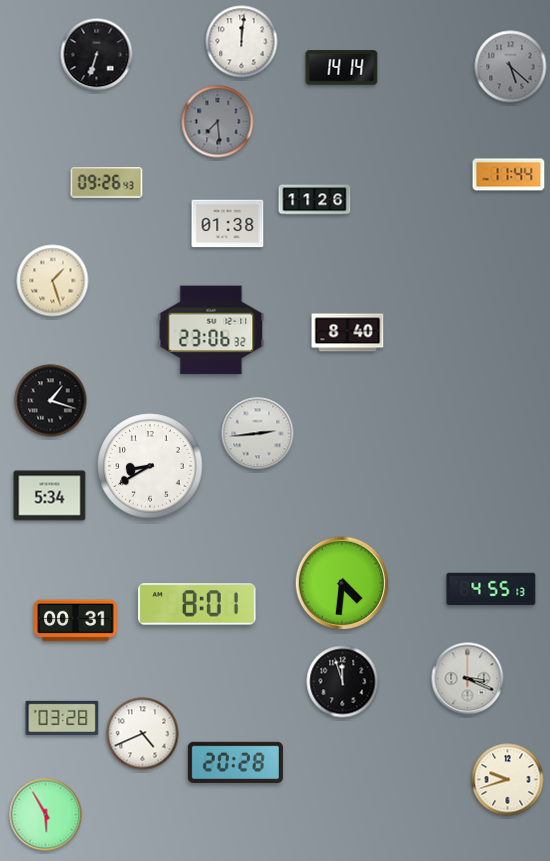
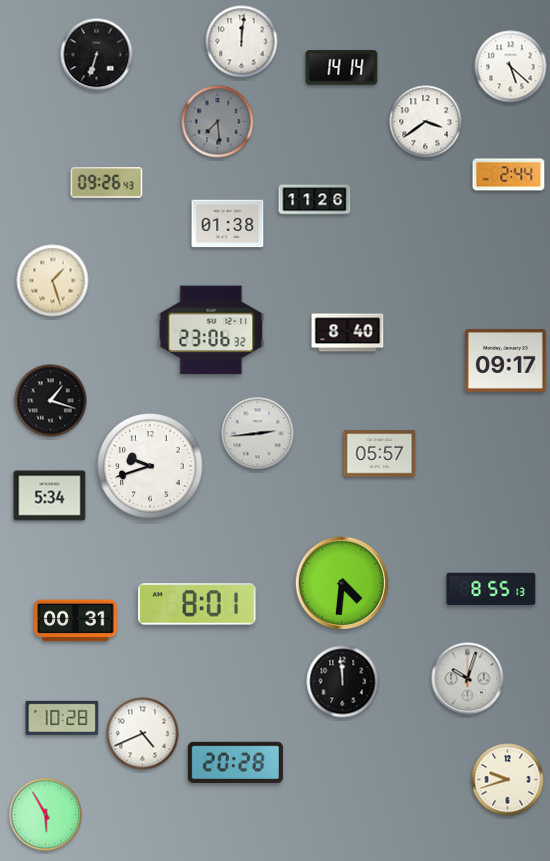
clock at (511, 67) dial: grey -> white
clock at (426, 122): none -> 3:39
clock at (509, 175): 11:44 -> 2:44
clock at (506, 361): none -> 09:17
clock at (380, 454): none -> 05:57
clock at (150, 466): 8:40 -> 9:42
clock at (491, 589): 4:55 -> 8:55
clock at (468, 679): 3:19 -> 10:03
clock at (343, 682): 11:57 -> 11:59
clock at (62, 718): 03:28 -> 10:28
